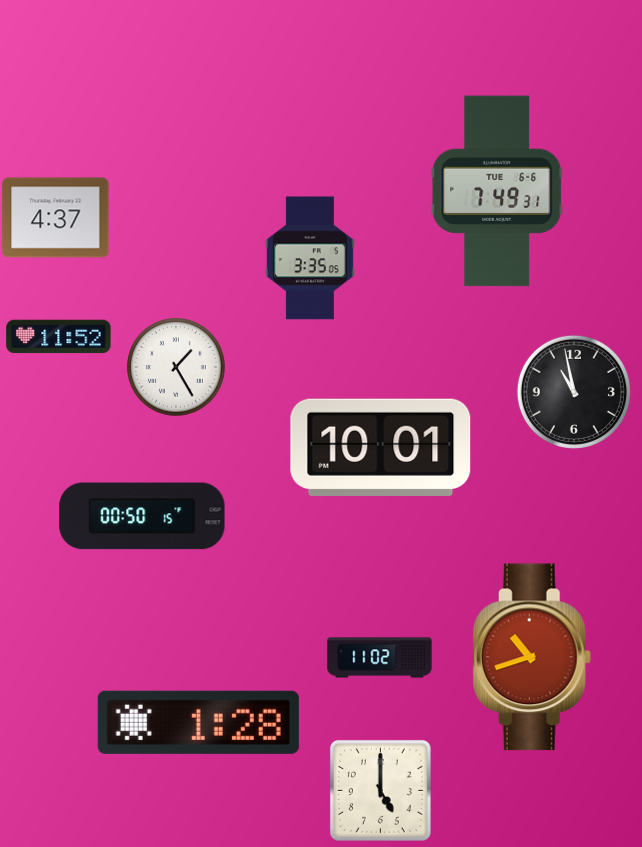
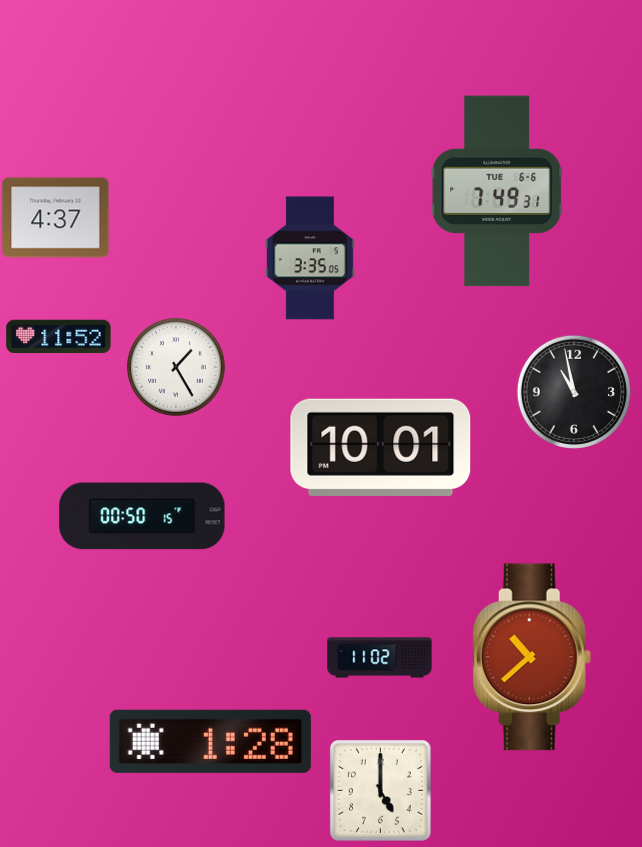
clock at (532, 657): 10:42 -> 10:38
clock at (198, 722) position: (198, 722) -> (210, 741)
